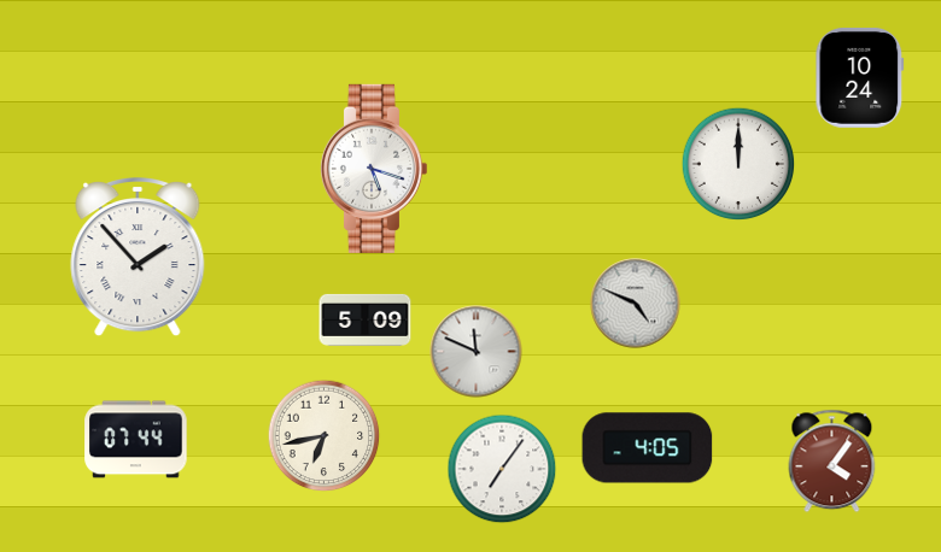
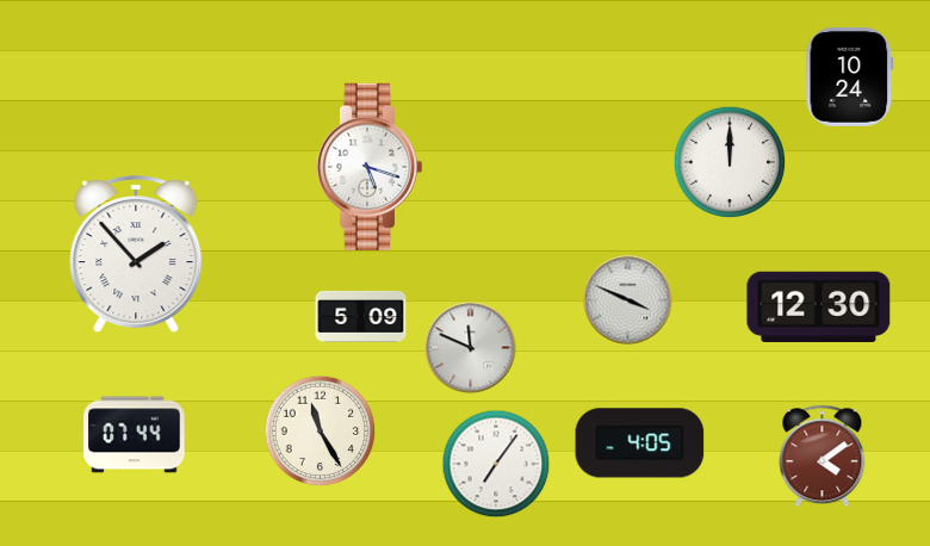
clock at (636, 304): 4:49 -> 3:49
clock at (819, 306): none -> 12:30
clock at (325, 436): 6:43 -> 11:25
clock at (832, 462): 4:06 -> 4:09
